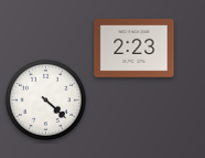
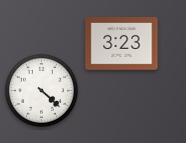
clock at (134, 49): 2:23 -> 3:23
